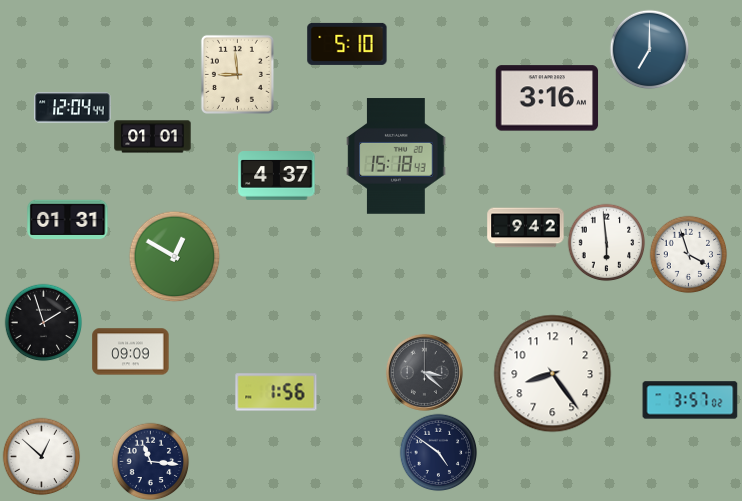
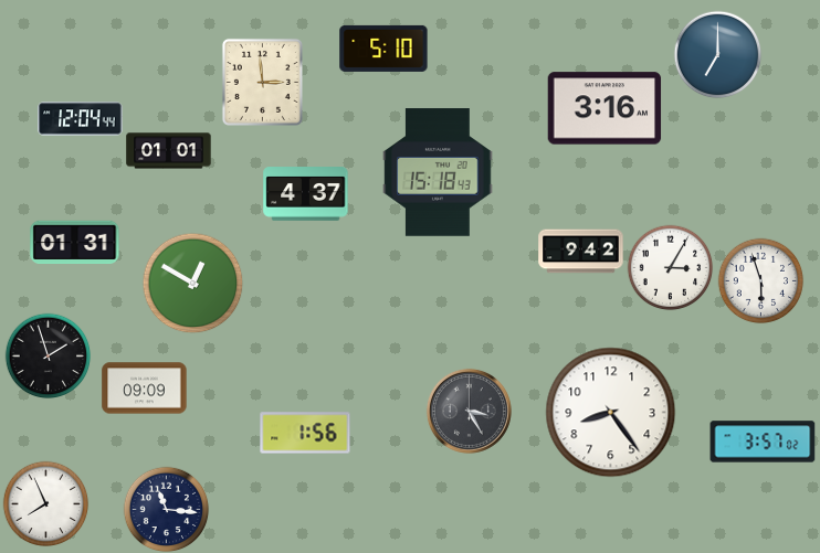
clock at (237, 74): 8:59 -> 2:59
clock at (606, 242): 5:59 -> 3:05
clock at (688, 254): 3:57 -> 5:57
clock at (424, 372): 3:22 -> 3:25
clock at (438, 452): 4:51 -> none
clock at (41, 456): 12:52 -> 7:56
